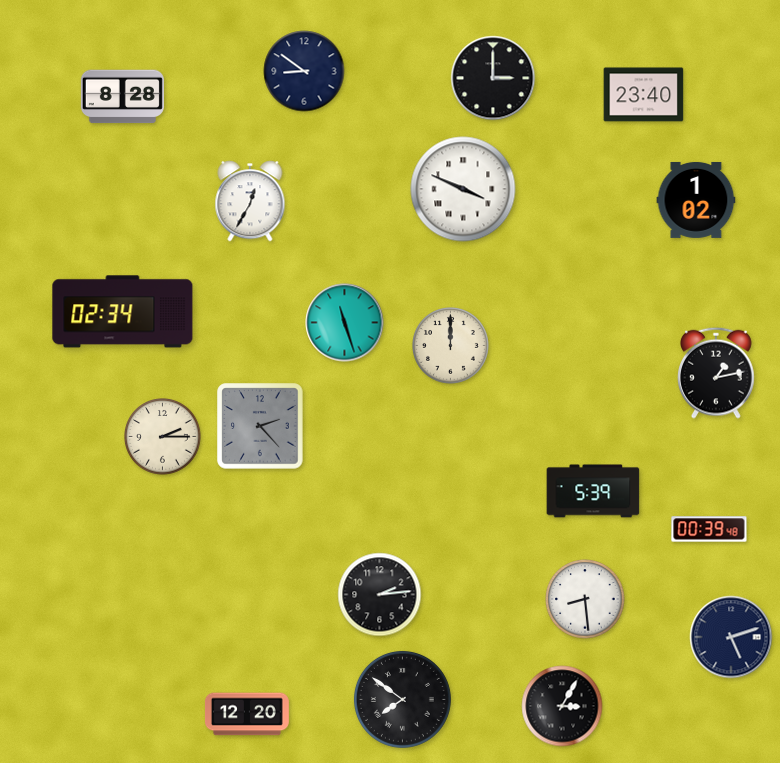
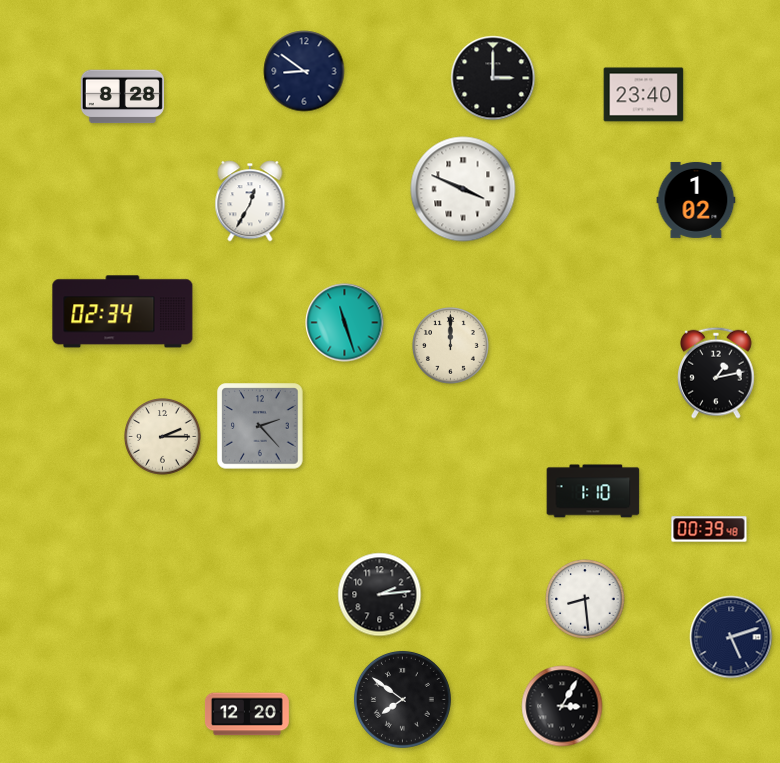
clock at (593, 491): 5:39 -> 1:10
